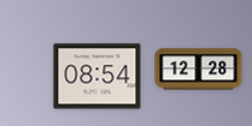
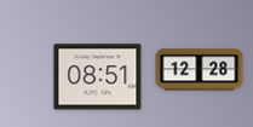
clock at (98, 77): 08:54 -> 08:51
